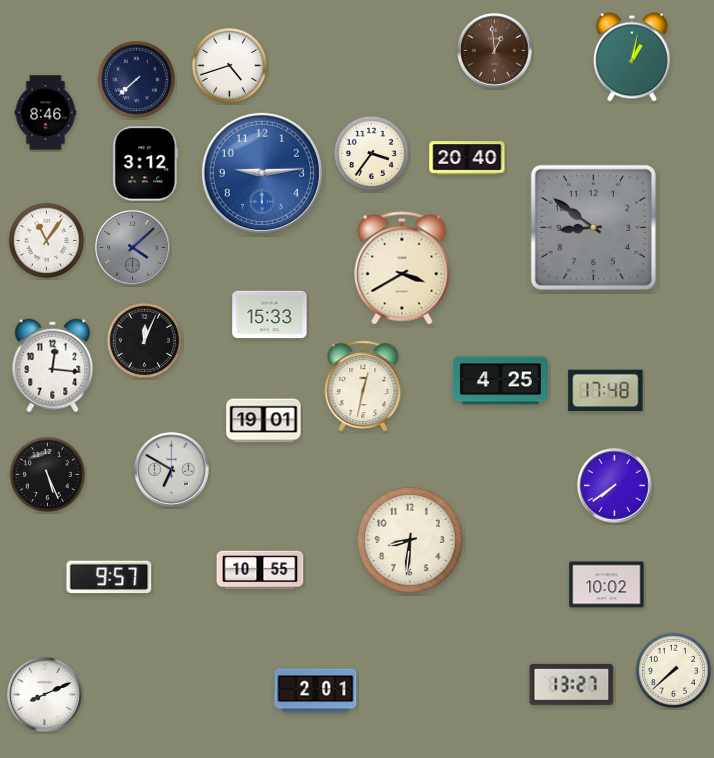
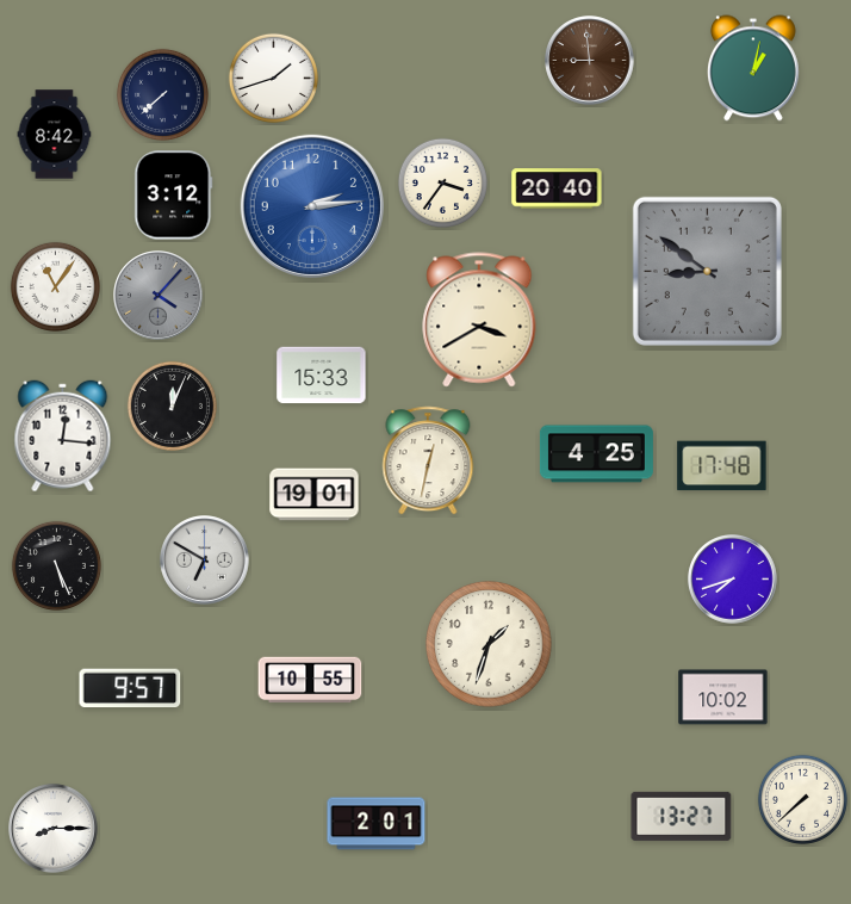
clock at (495, 51): 12:59 -> 8:59
clock at (229, 65): 4:42 -> 1:42
clock at (46, 113): 8:46 -> 8:42
clock at (262, 173): 9:14 -> 2:14
clock at (133, 248): 4:08 -> 4:07
clock at (363, 386) position: (363, 386) -> (428, 460)
clock at (264, 421) position: (264, 421) -> (315, 495)
clock at (615, 486): 7:39 -> 7:42
clock at (410, 540): 8:31 -> 1:33
clock at (45, 695): 8:11 -> 8:15
